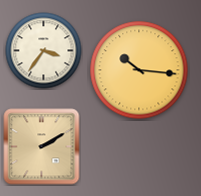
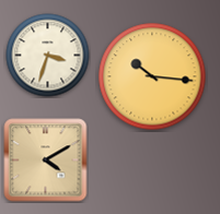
clock at (44, 51): 3:36 -> 3:33
clock at (42, 147): 2:10 -> 4:10
